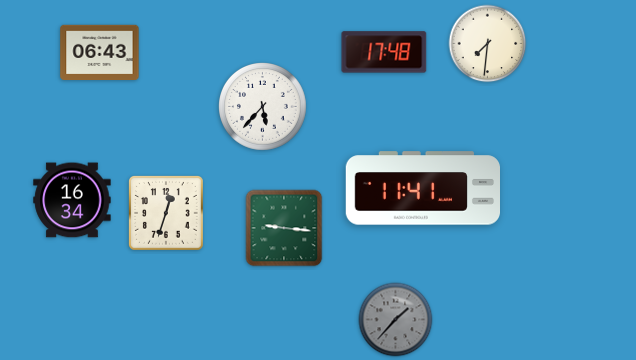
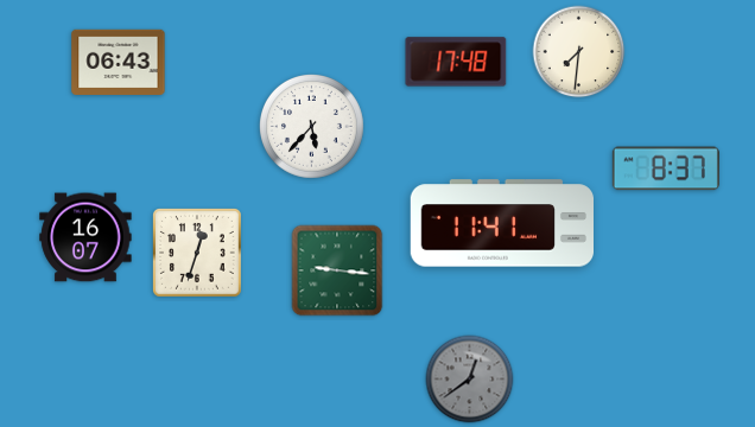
clock at (666, 168): none -> 8:37
clock at (72, 200): 16:34 -> 16:07
clock at (396, 320): 1:37 -> 12:39
